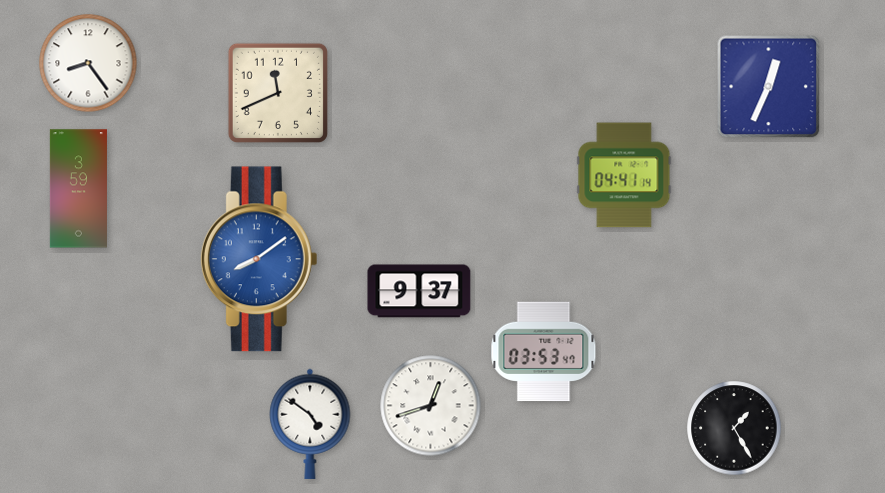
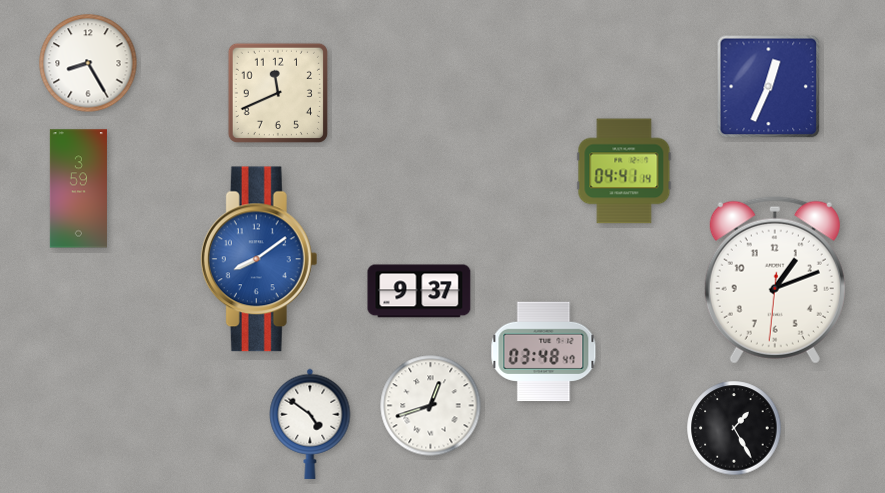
clock at (88, 63): 8:24 -> 8:25
clock at (624, 175) position: (624, 175) -> (624, 171)
clock at (775, 280): none -> 1:11
clock at (544, 352): 03:53 -> 03:48
